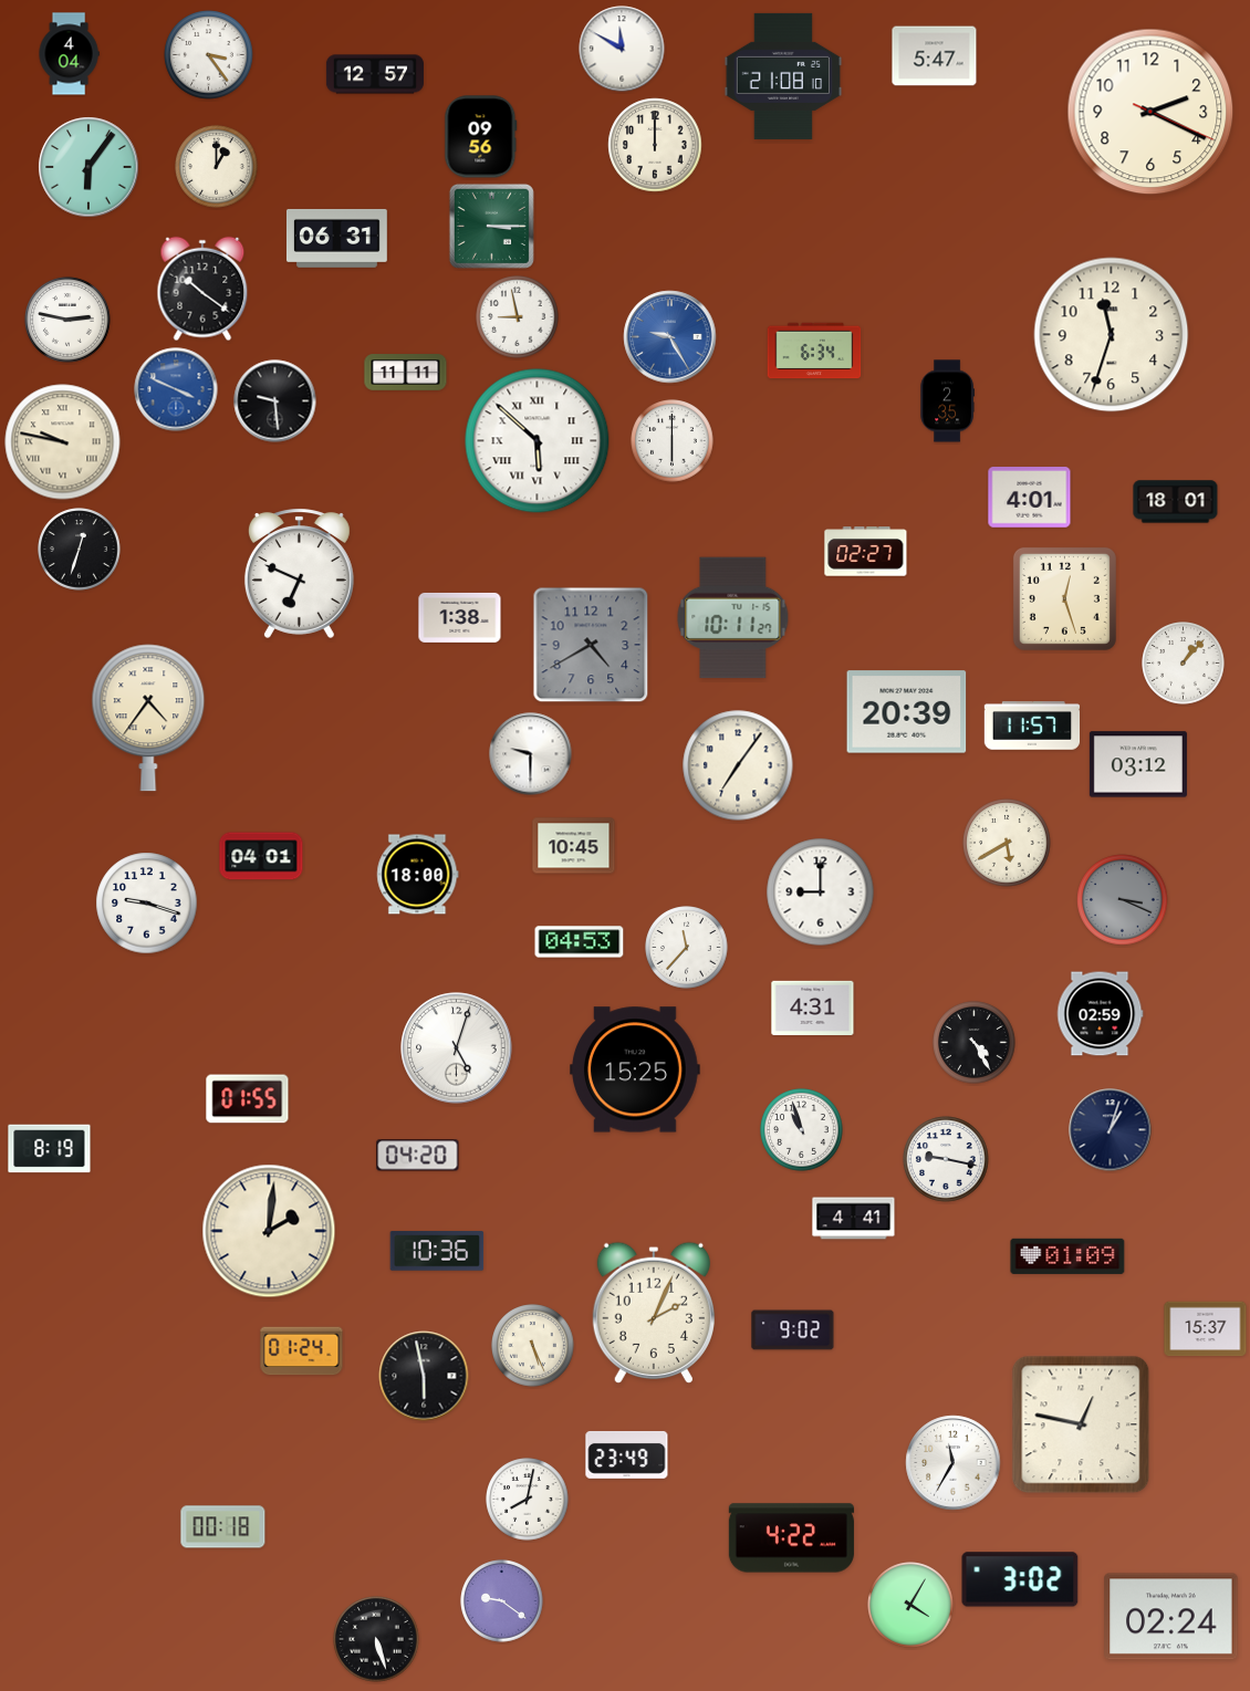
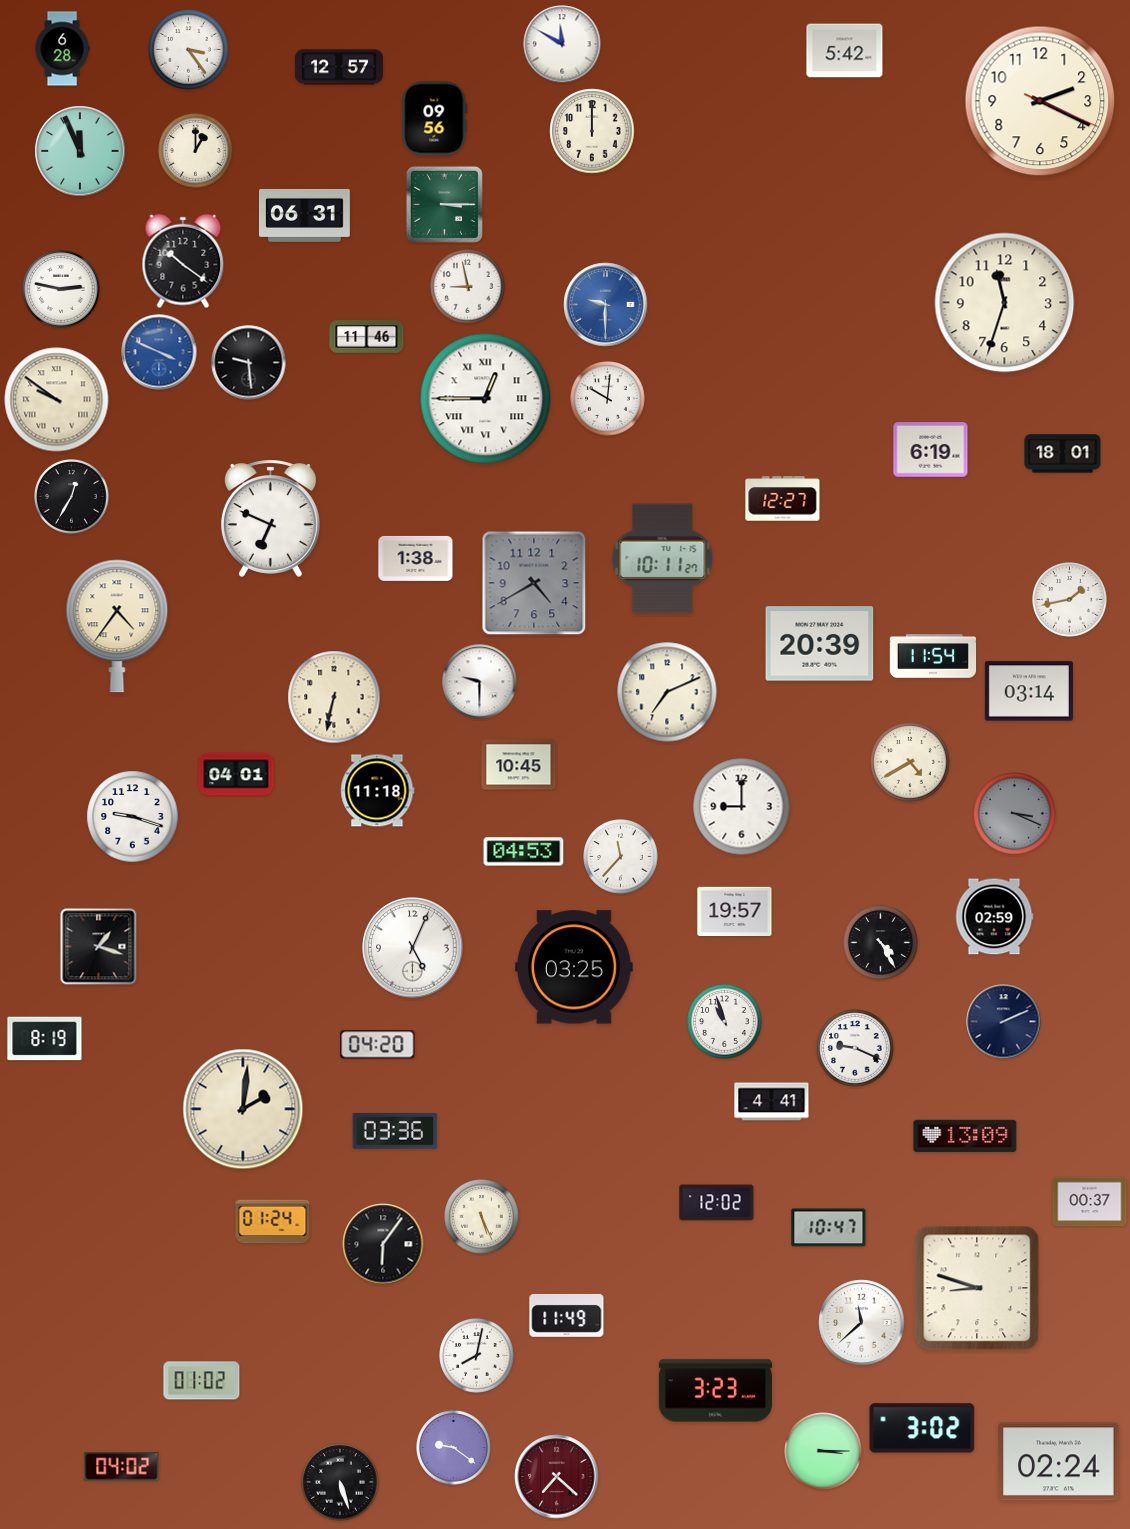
clock at (69, 54): 4:04 -> 6:28
clock at (935, 56): 5:47 -> 5:42
clock at (782, 76): 21:08 -> none
clock at (481, 137) position: (481, 137) -> (435, 119)
clock at (88, 167): 6:06 -> 11:56
clock at (670, 337): 9:25 -> 9:30
clock at (814, 351): 6:34 -> none
clock at (406, 373): 11:11 -> 11:46
clock at (947, 401): 2:35 -> none
clock at (538, 441): 5:52 -> 12:45
clock at (673, 441): 6:00 -> 10:01
clock at (63, 442): 9:47 -> 9:51
clock at (1030, 498): 4:01 -> 6:19
clock at (80, 550): 12:33 -> 12:35
clock at (866, 552): 02:27 -> 12:27
clock at (1064, 598): 12:27 -> none
clock at (1184, 664): 1:07 -> 1:43
clock at (148, 718) position: (148, 718) -> (117, 626)
clock at (1032, 726): 11:57 -> 11:54
clock at (1138, 764): 03:12 -> 03:14
clock at (738, 765): 7:06 -> 7:11
clock at (334, 697): none -> 6:32
clock at (1007, 843): 5:40 -> 4:40
clock at (418, 875): 18:00 -> 11:18
clock at (813, 1008): 4:31 -> 19:57
clock at (99, 947): none -> 1:18
clock at (457, 1048): 5:03 -> 5:04
clock at (636, 1069): 15:25 -> 03:25
clock at (248, 1099): 01:55 -> none
clock at (1111, 1130): 1:03 -> 2:11
clock at (946, 1159): 9:17 -> 9:19
clock at (269, 1231) position: (269, 1231) -> (243, 1109)
clock at (437, 1251): 10:36 -> 03:36
clock at (1067, 1256): 01:09 -> 13:09
clock at (654, 1313): 2:04 -> none
clock at (1206, 1329): 15:37 -> 00:37
clock at (793, 1330): 9:02 -> 12:02
clock at (829, 1228): none -> 10:47
clock at (424, 1376): 5:58 -> 6:06
clock at (1081, 1424): 12:47 -> 8:48
clock at (627, 1454): 23:49 -> 11:49
clock at (954, 1463): 11:35 -> 11:38
clock at (223, 1527): 00:18 -> 01:02
clock at (791, 1538): 4:22 -> 3:23
clock at (910, 1605): 4:05 -> 3:15
clock at (122, 1467): none -> 04:02
clock at (557, 1477): none -> 7:22
